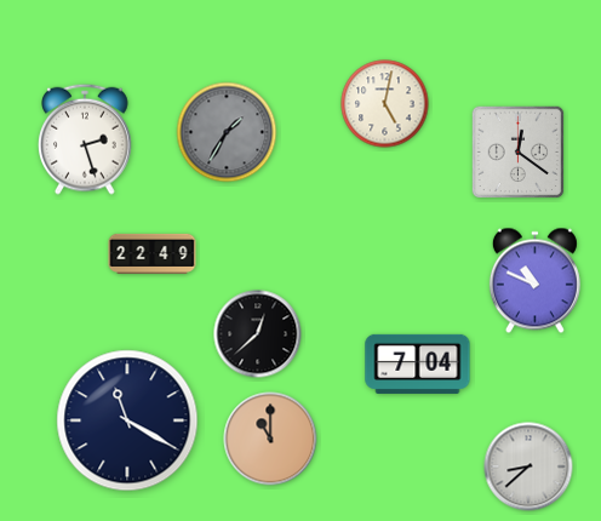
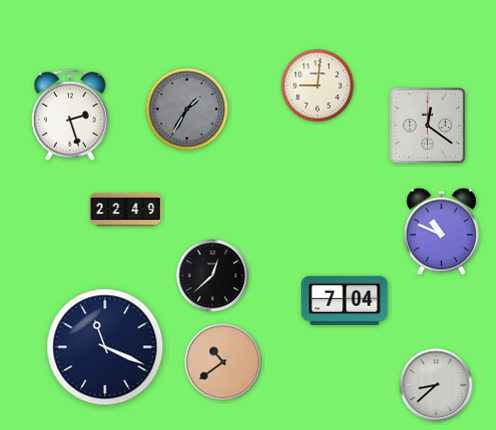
clock at (385, 104): 5:02 -> 9:01
clock at (127, 420): 11:20 -> 11:19
clock at (270, 439): 11:00 -> 10:39
